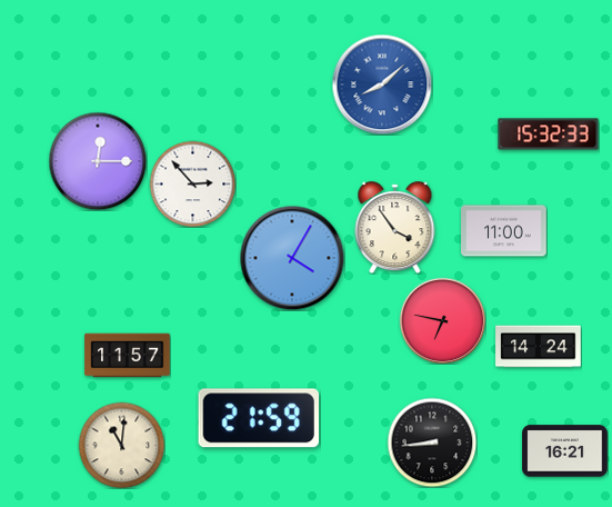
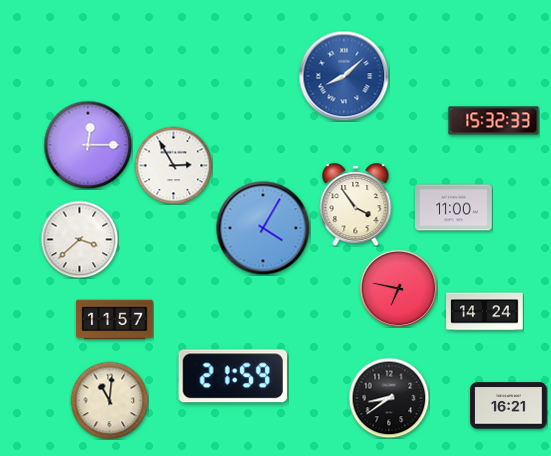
clock at (192, 183): 2:53 -> 2:55
clock at (292, 258) position: (292, 258) -> (263, 228)
clock at (79, 239): none -> 3:38
clock at (432, 443): 8:44 -> 8:39
